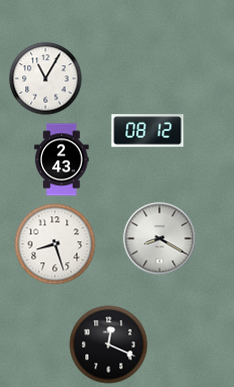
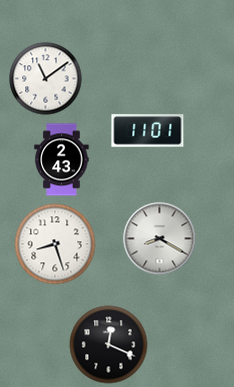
clock at (46, 79): 11:05 -> 11:09
clock at (148, 131): 08:12 -> 11:01
